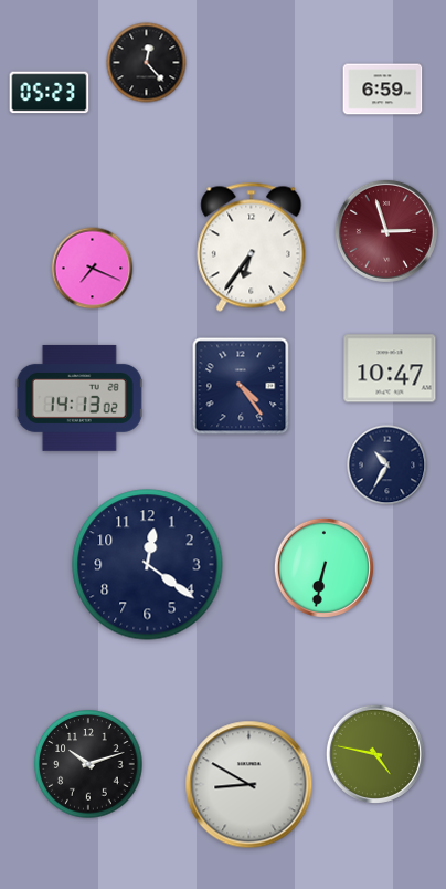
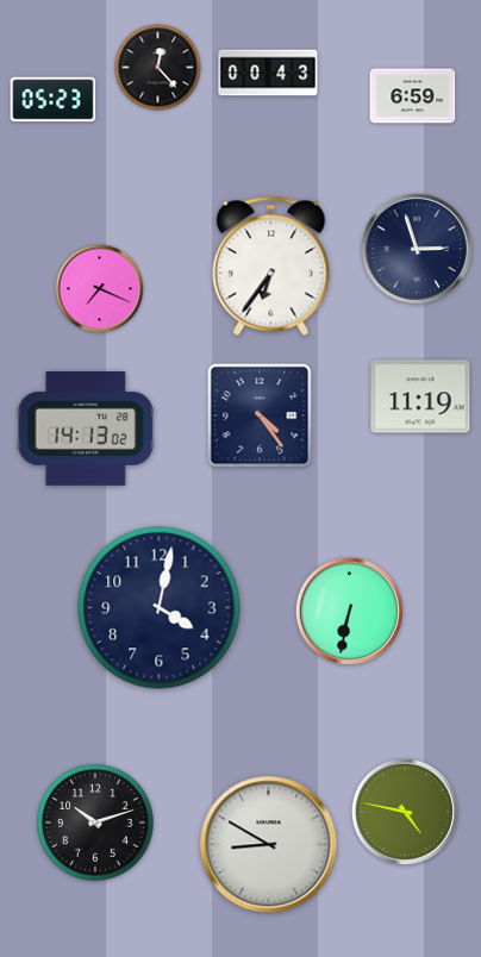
clock at (268, 73): none -> 00:43
clock at (386, 231) dial: burgundy -> navy
clock at (390, 368): 10:47 -> 11:19
clock at (387, 466): 10:35 -> none
clock at (148, 565): 12:21 -> 4:02
